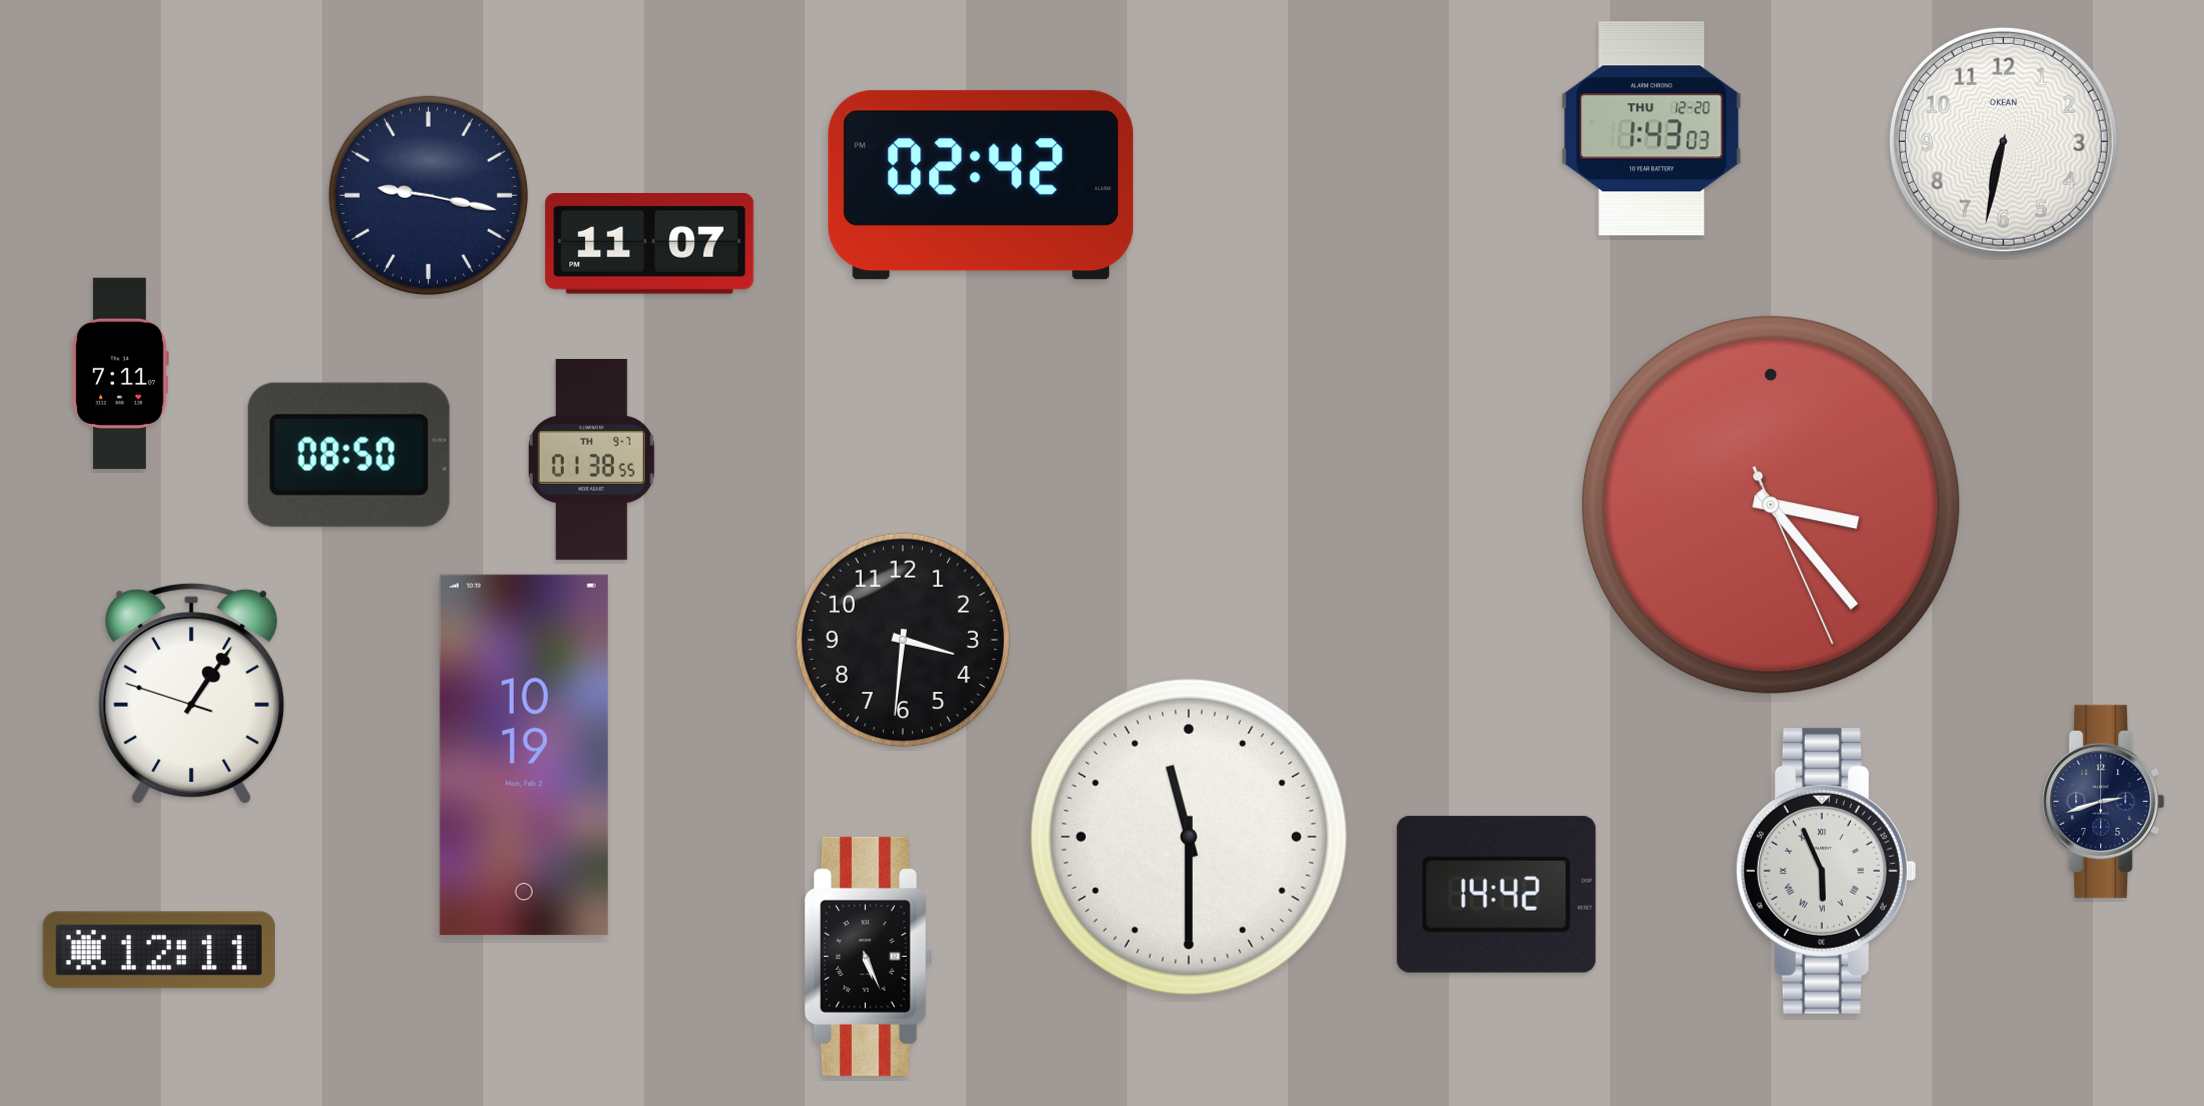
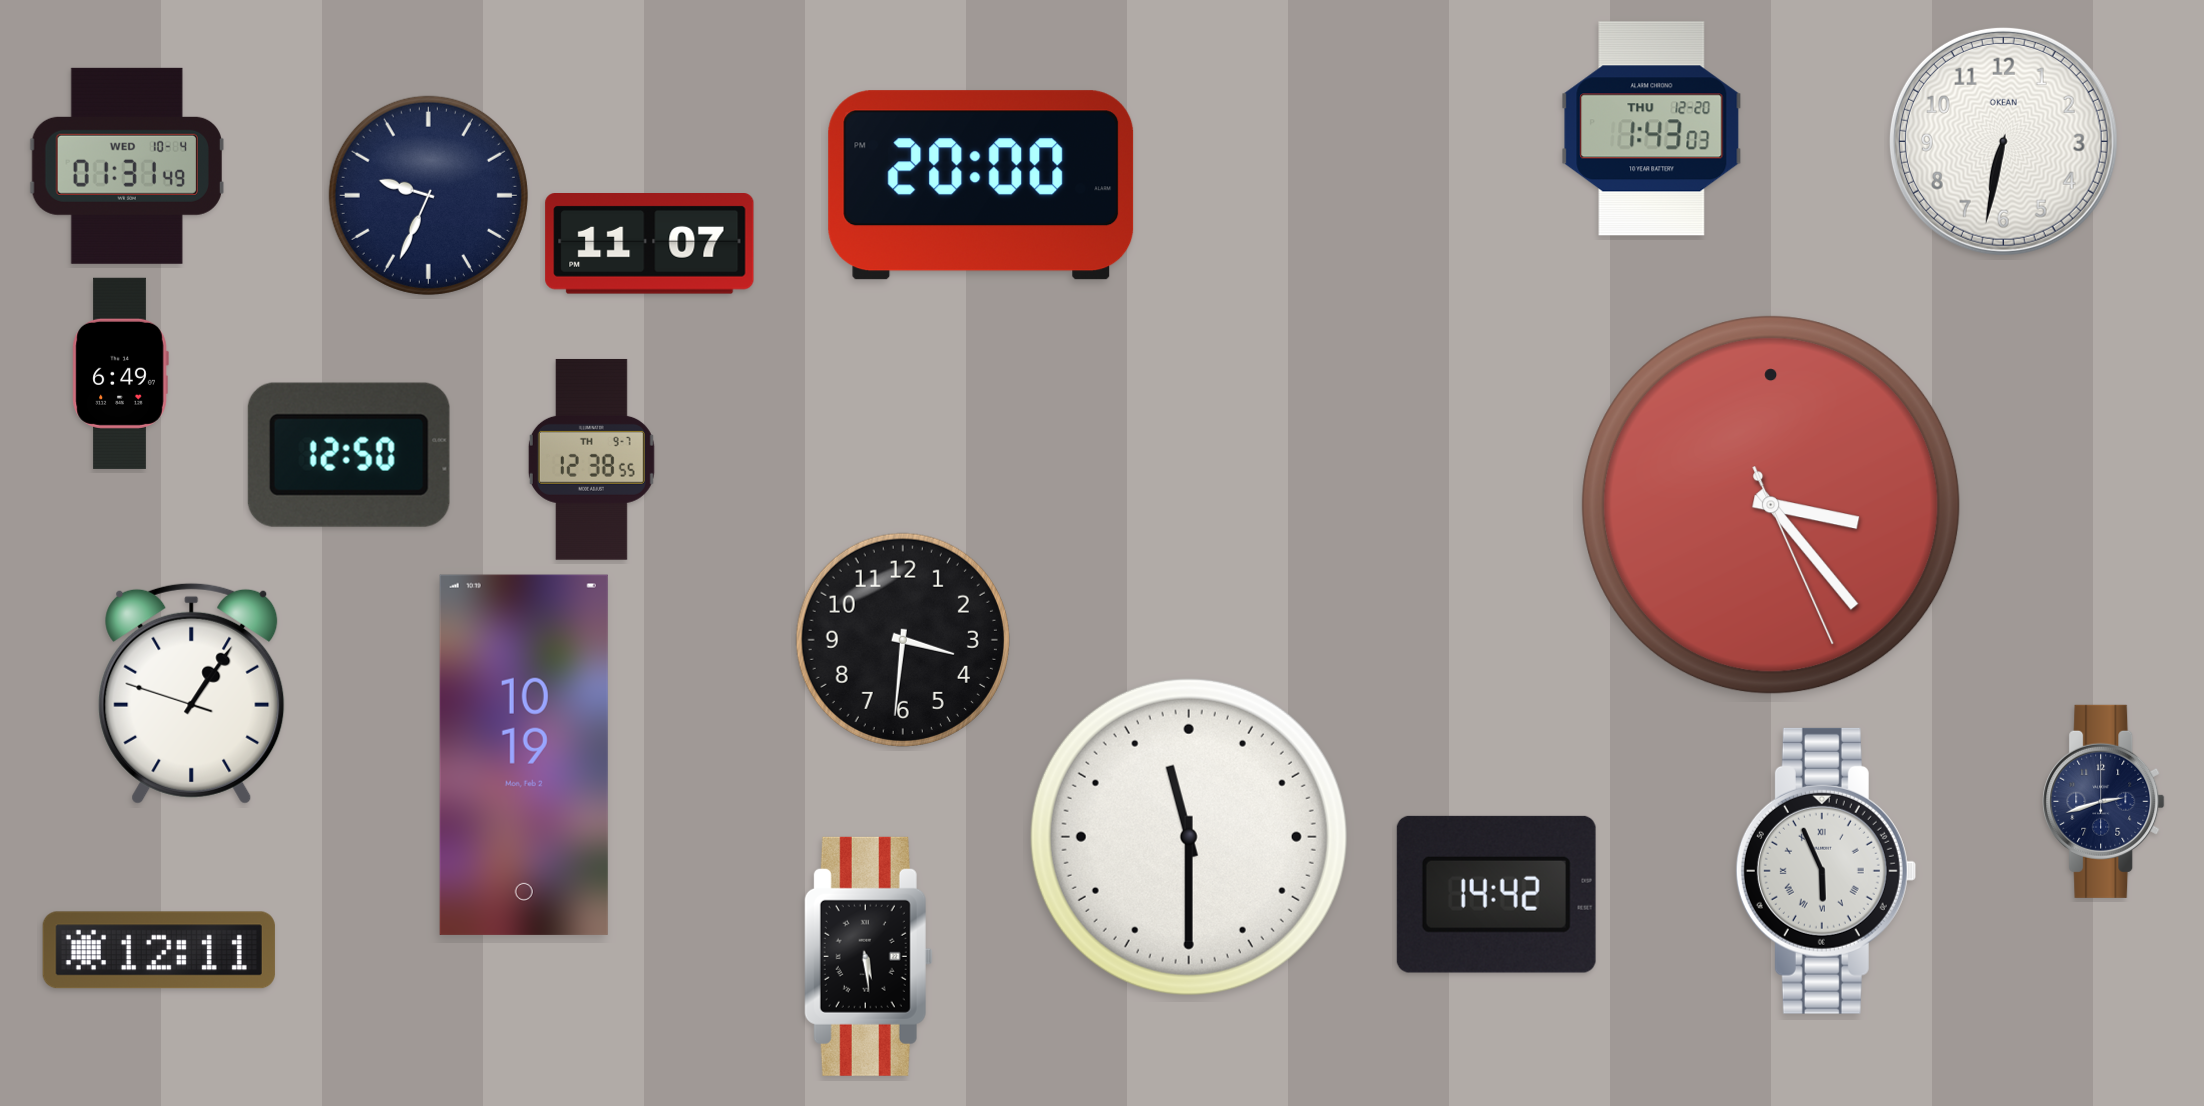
clock at (127, 166): none -> 01:31
clock at (981, 185): 02:42 -> 20:00
clock at (428, 195): 9:17 -> 9:34
clock at (120, 373): 7:11 -> 6:49
clock at (349, 455): 08:50 -> 12:50
clock at (591, 459): 01:38 -> 12:38
clock at (868, 956): 5:26 -> 5:29
